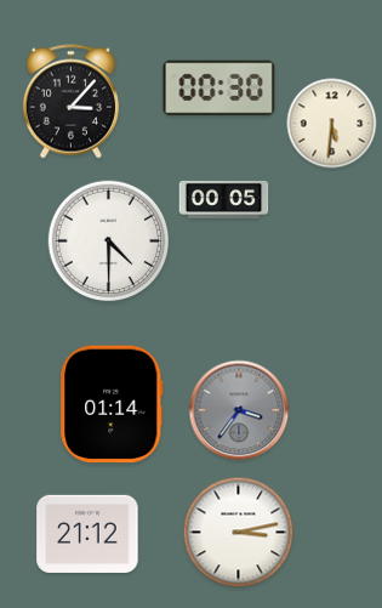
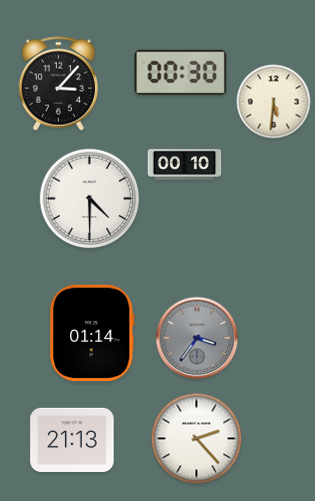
clock at (224, 199): 00:05 -> 00:10
clock at (239, 533): 3:13 -> 2:23
clock at (87, 534): 21:12 -> 21:13
